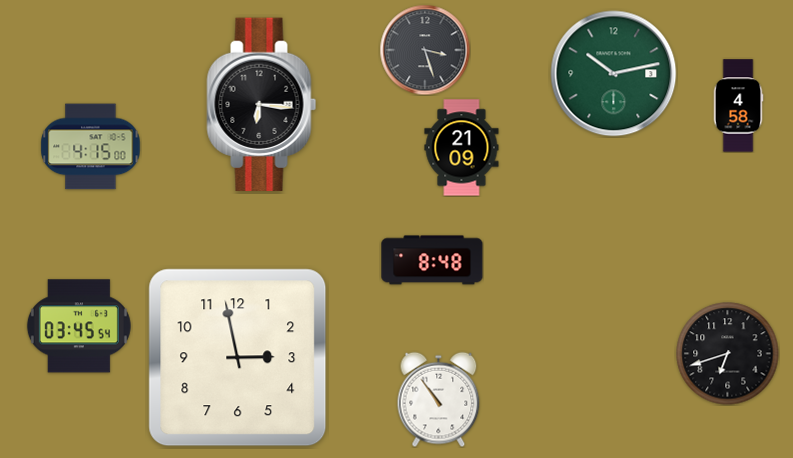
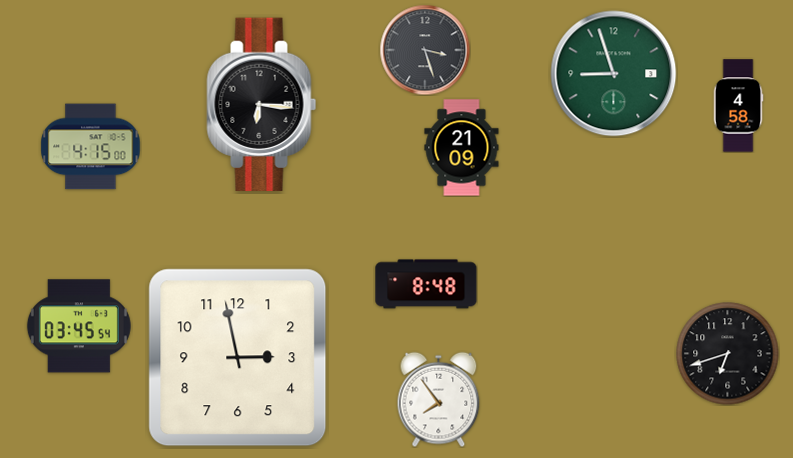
clock at (614, 74): 10:13 -> 8:57
clock at (432, 260) position: (432, 260) -> (426, 284)
clock at (439, 399): 10:54 -> 7:54
